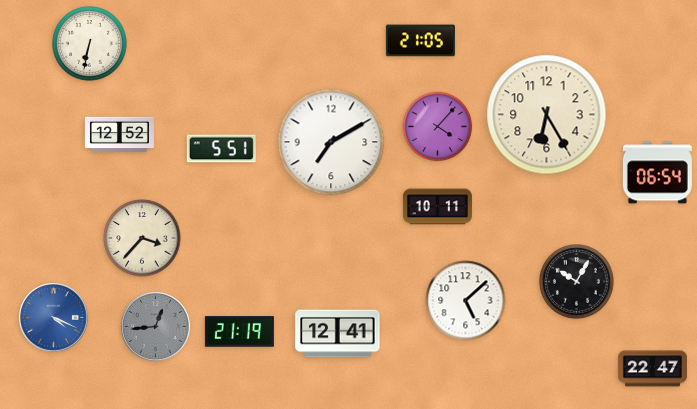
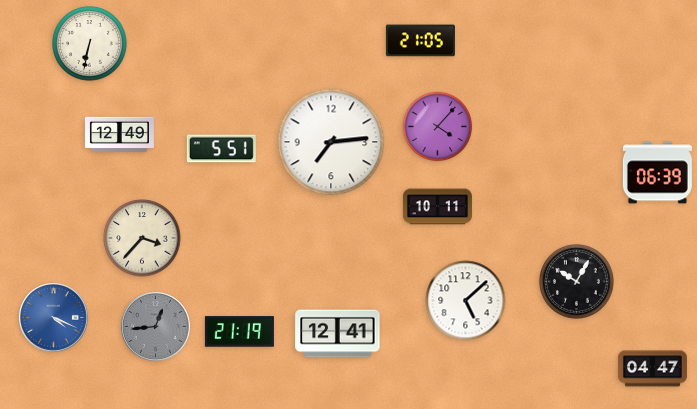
clock at (547, 115): 6:25 -> none
clock at (119, 135): 12:52 -> 12:49
clock at (331, 142): 7:10 -> 7:14
clock at (657, 173): 06:54 -> 06:39
clock at (652, 369): 22:47 -> 04:47
